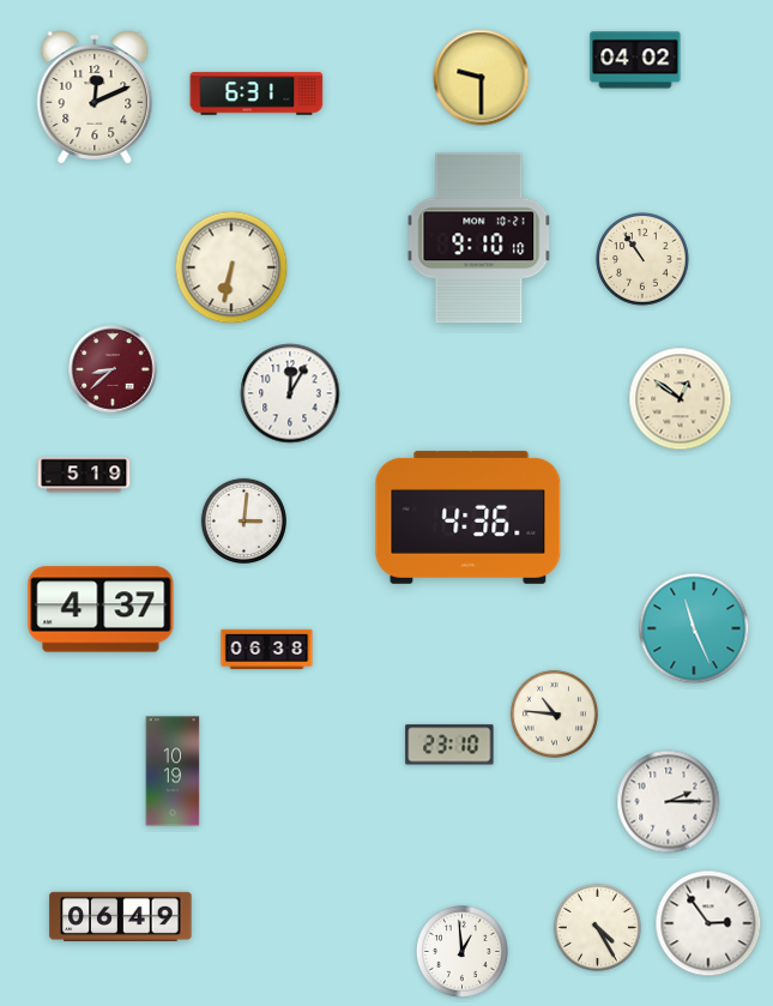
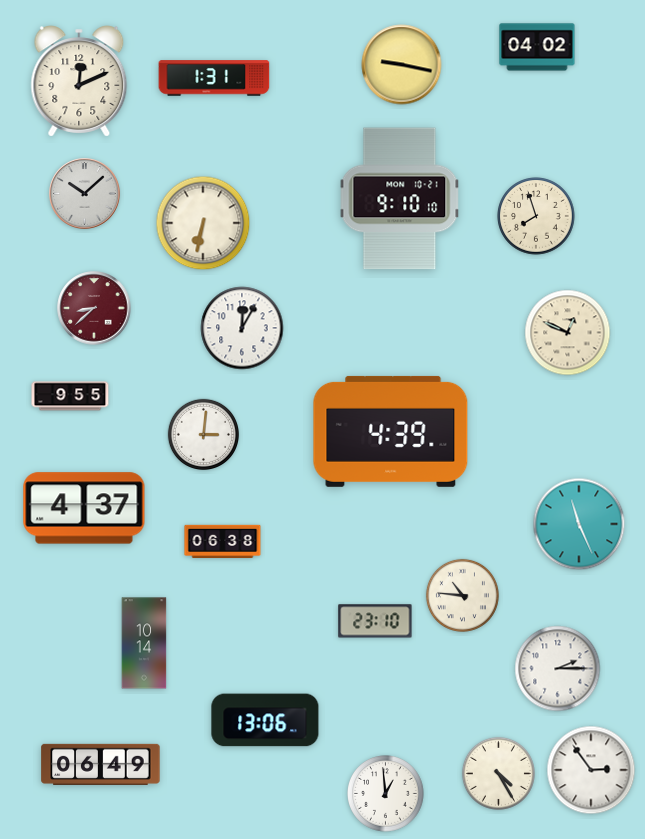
clock at (635, 60) position: (635, 60) -> (537, 47)
clock at (482, 78): 9:30 -> 9:17
clock at (256, 94): 6:31 -> 1:31
clock at (85, 194): none -> 10:08
clock at (642, 259): 10:54 -> 7:57
clock at (231, 267) position: (231, 267) -> (203, 223)
clock at (681, 399): 12:51 -> 12:49
clock at (84, 475): 5:19 -> 9:55
clock at (469, 517): 4:36 -> 4:39
clock at (173, 771): 10:19 -> 10:14
clock at (265, 720): none -> 13:06
